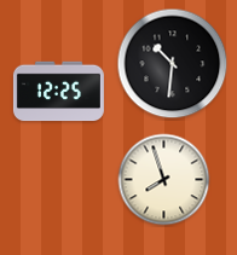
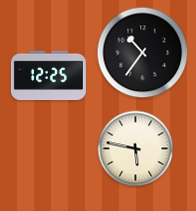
clock at (173, 64): 10:31 -> 10:36
clock at (164, 180): 7:57 -> 5:47
